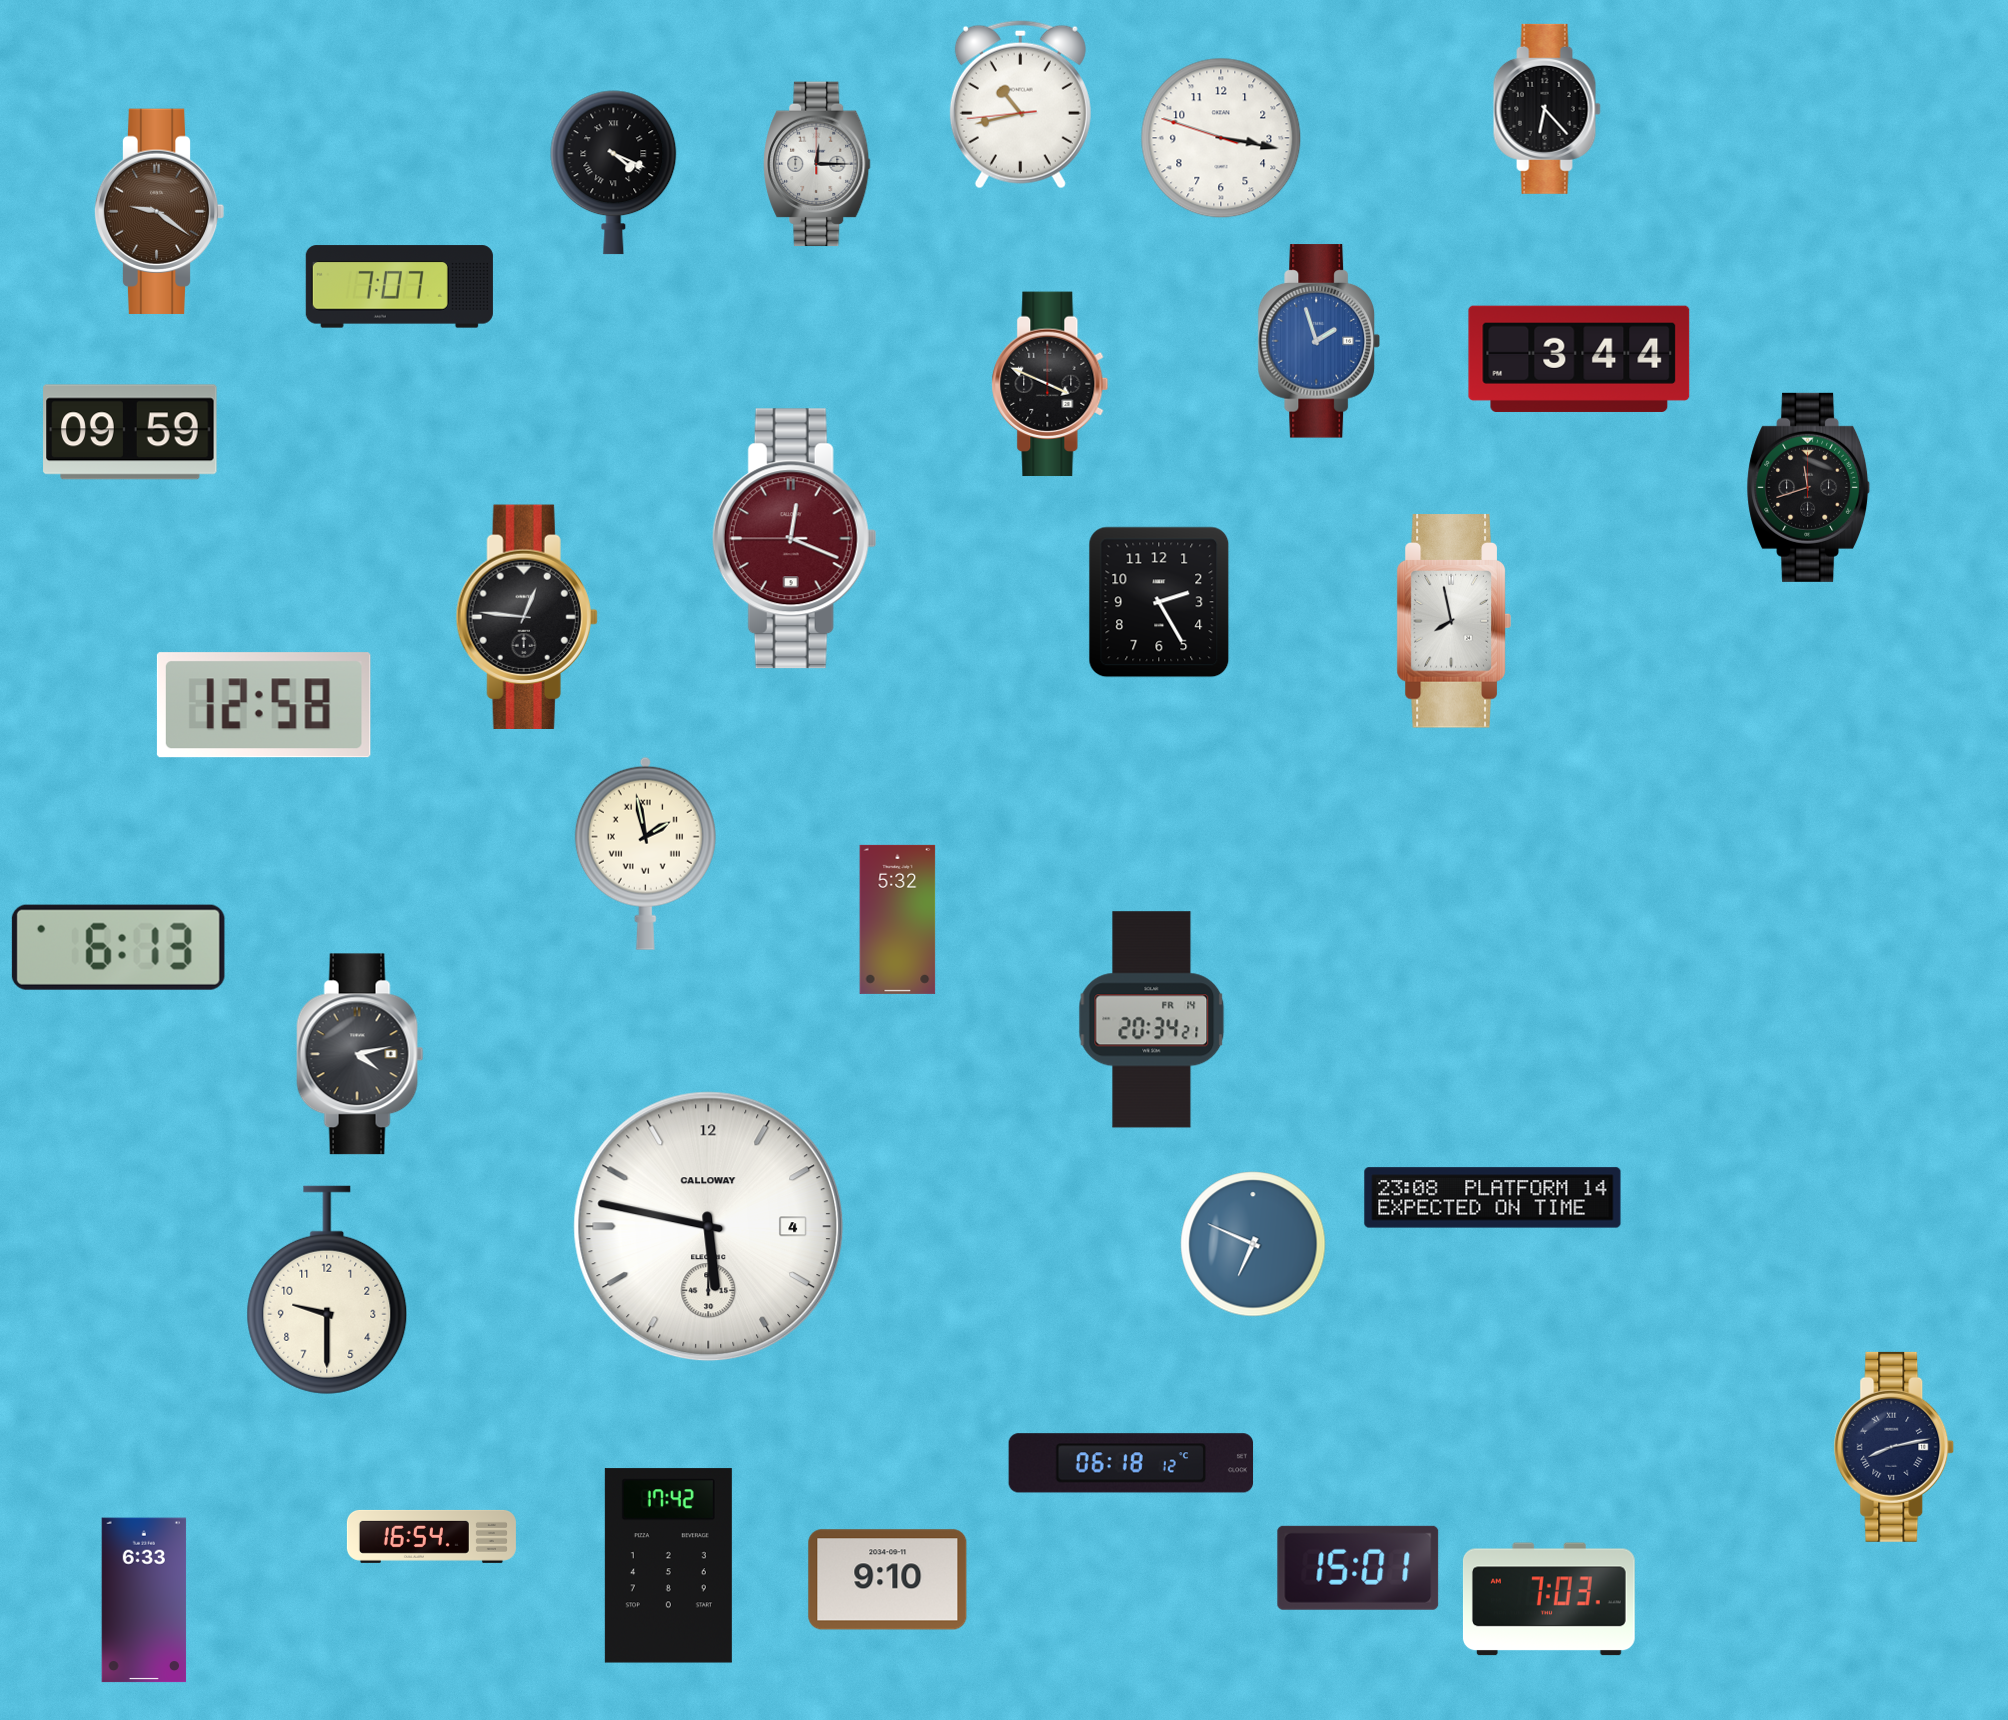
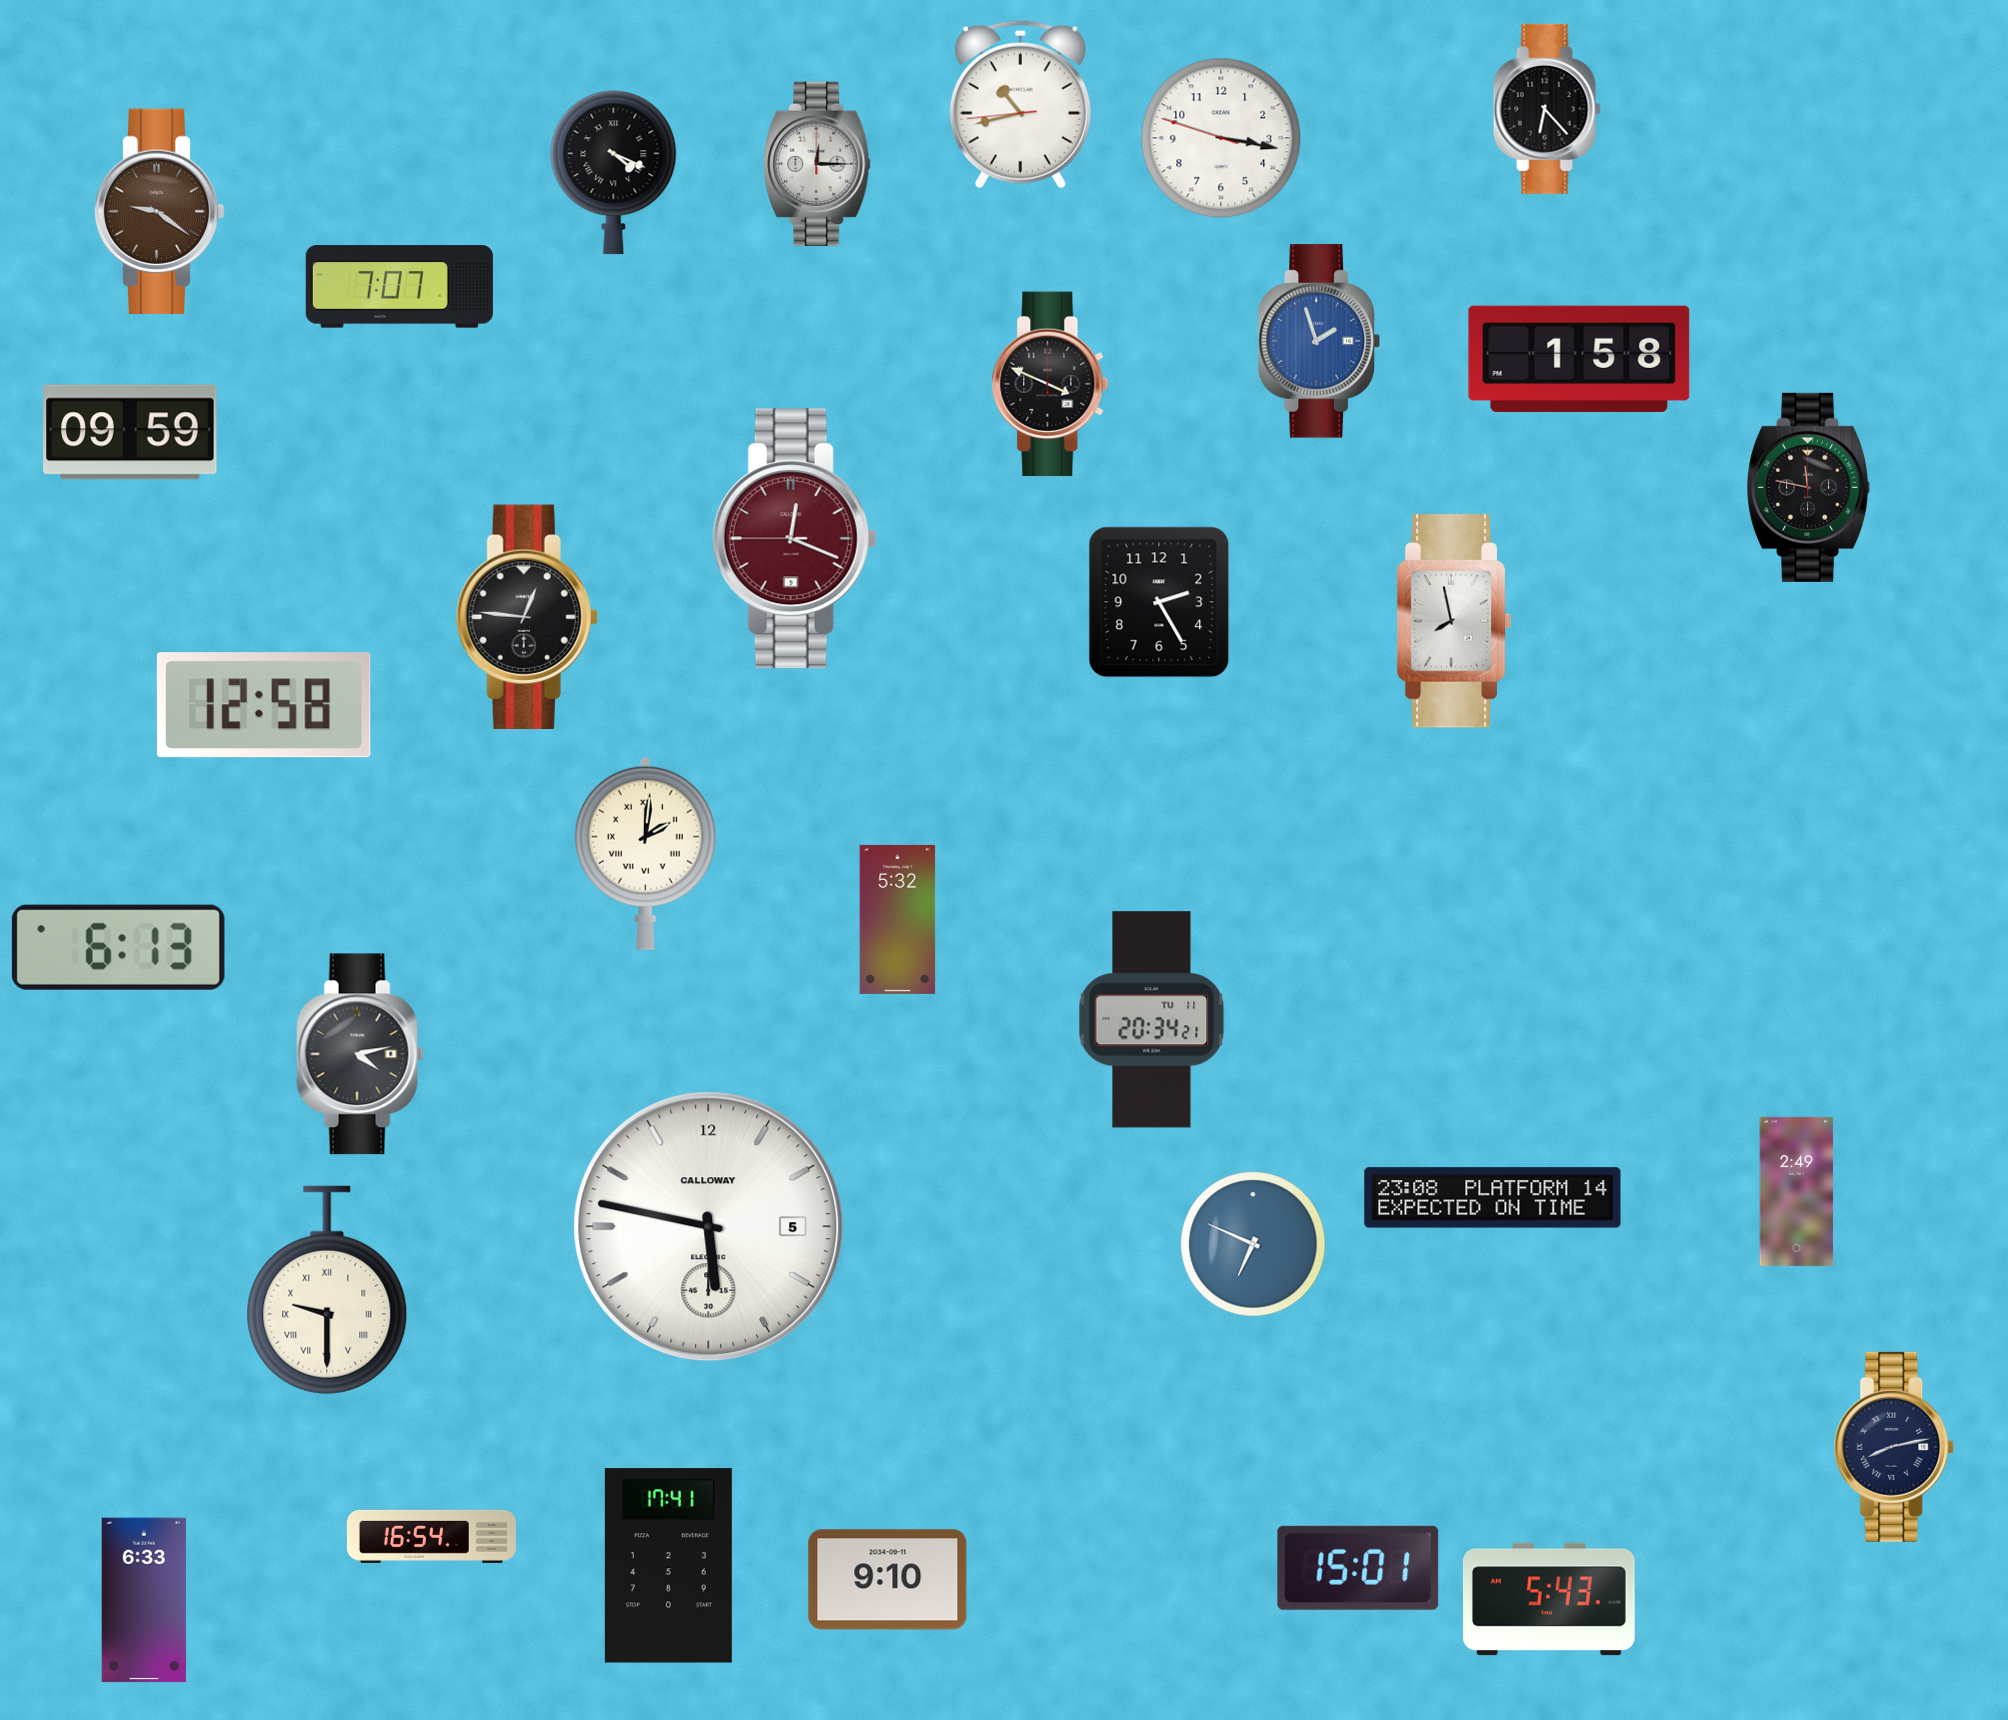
clock at (1579, 358): 3:44 -> 1:58
clock at (1809, 487): 11:42 -> 11:47
clock at (645, 853): 1:58 -> 2:01
clock at (1152, 1020) date: FR 14 -> TU 11
clock at (1797, 1191): none -> 2:49
clock at (709, 1227) date: 4 -> 5
clock at (327, 1290) numerals: Arabic -> Roman
clock at (1131, 1463): 06:18 -> none
clock at (668, 1566): 17:42 -> 17:41
clock at (1549, 1599): 7:03 -> 5:43
